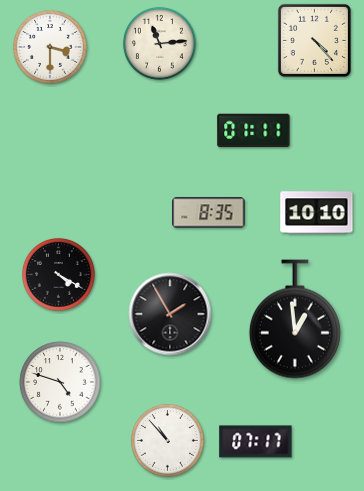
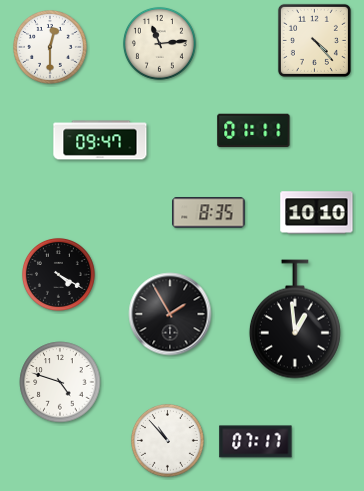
clock at (51, 48): 3:30 -> 12:30
clock at (100, 140): none -> 09:47
